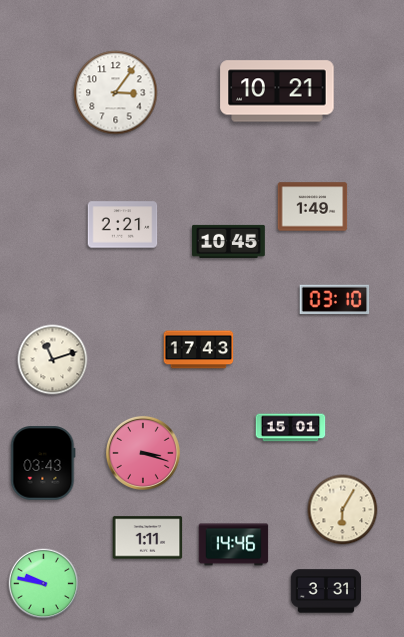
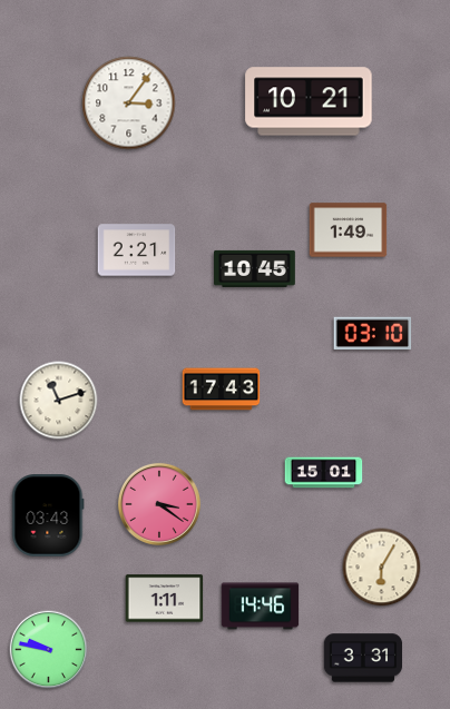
clock at (291, 428) position: (291, 428) -> (324, 473)
clock at (143, 453): 3:18 -> 3:21
